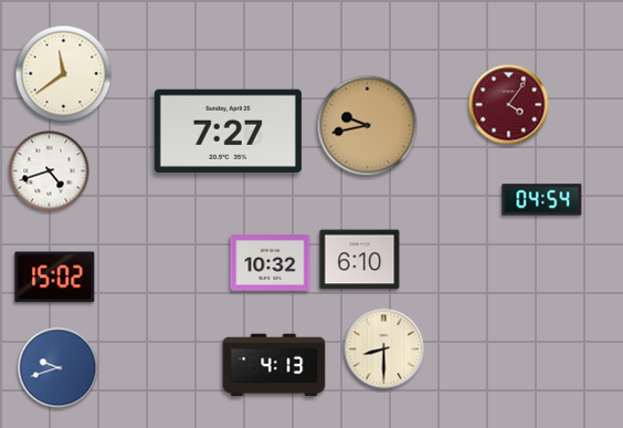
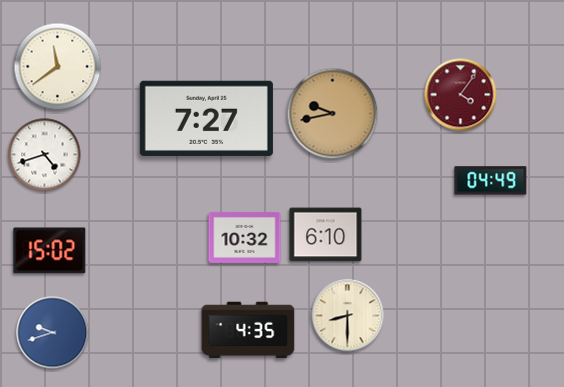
clock at (542, 200): 04:54 -> 04:49
clock at (274, 365): 4:13 -> 4:35
